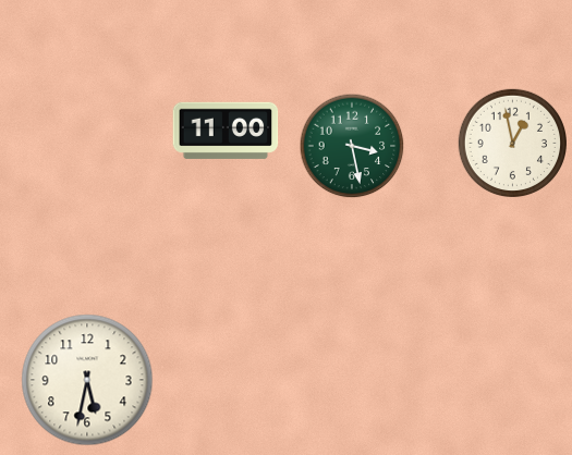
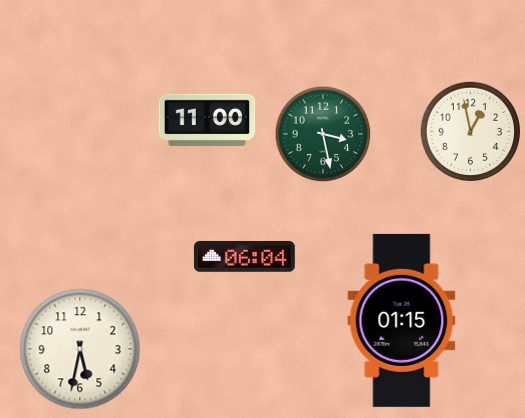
clock at (244, 256): none -> 06:04
clock at (402, 320): none -> 01:15
